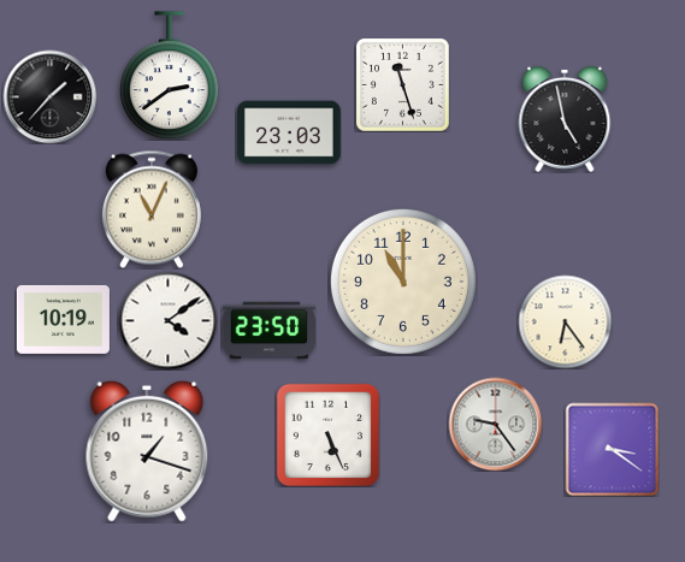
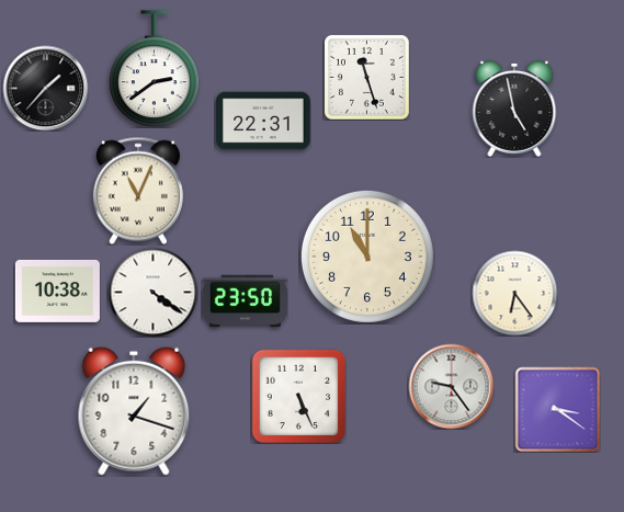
clock at (289, 132): 23:03 -> 22:31
clock at (63, 319): 10:19 -> 10:38
clock at (167, 320): 4:09 -> 4:21
